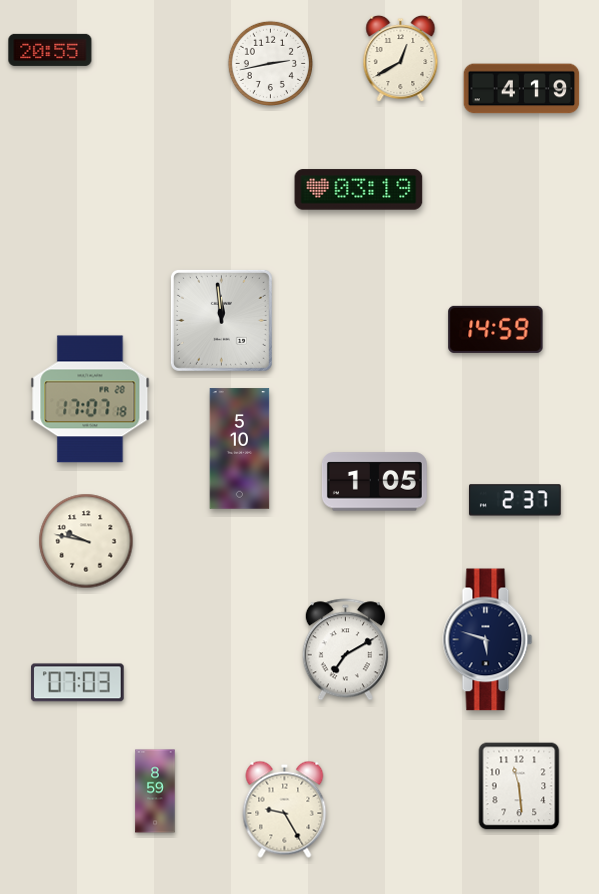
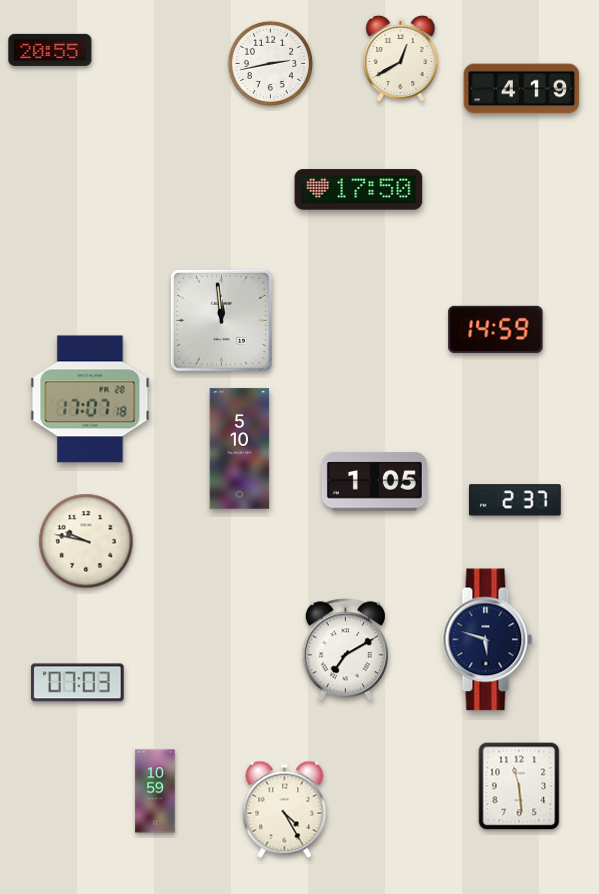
clock at (359, 190): 03:19 -> 17:50
clock at (155, 791): 8:59 -> 10:59
clock at (285, 809): 9:25 -> 4:25
